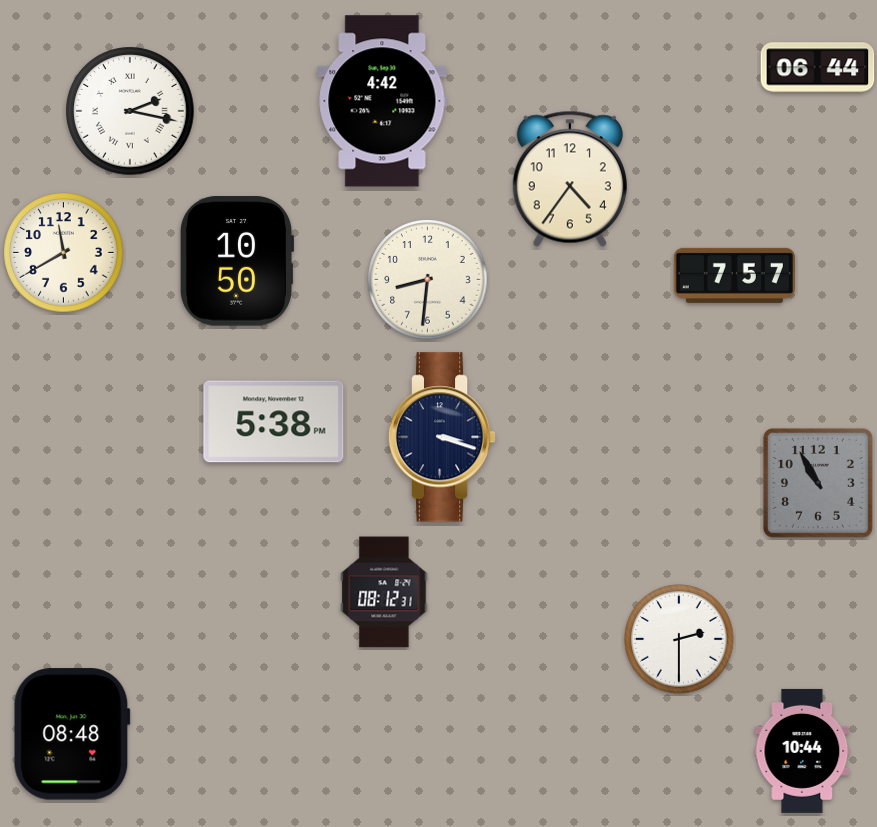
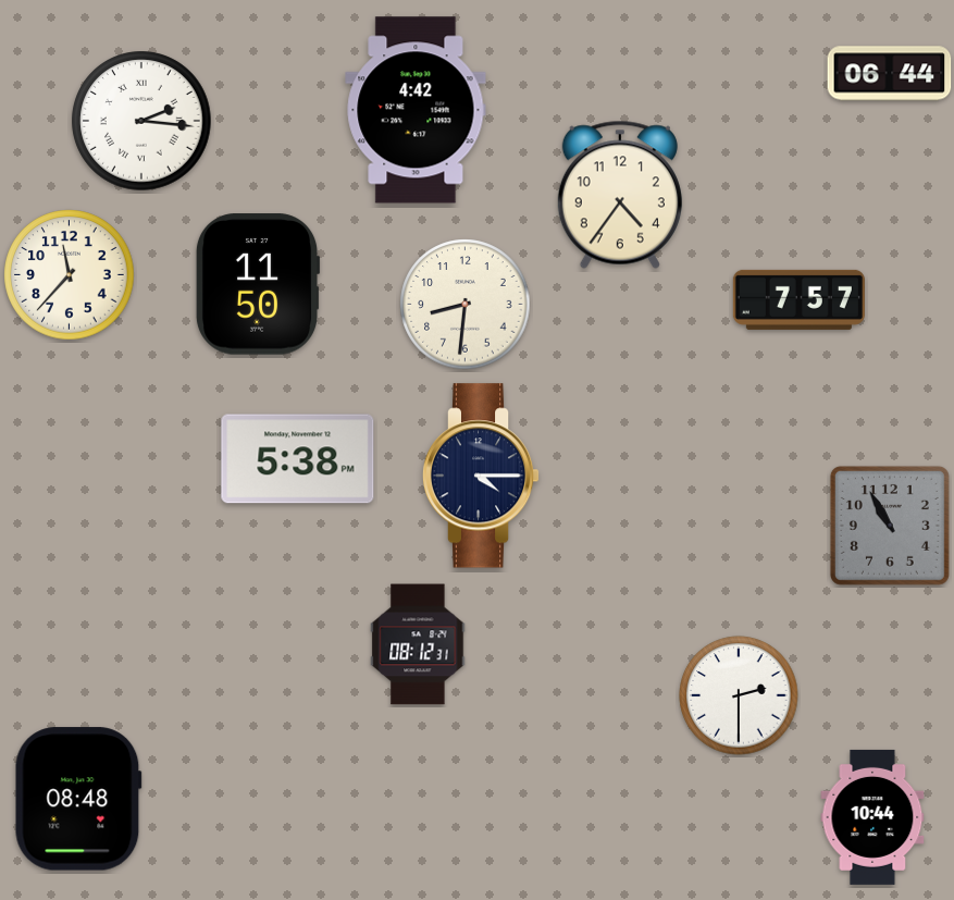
clock at (130, 111): 2:17 -> 2:16
clock at (64, 253): 11:40 -> 11:37
clock at (237, 261): 10:50 -> 11:50
clock at (442, 437): 3:18 -> 4:15
